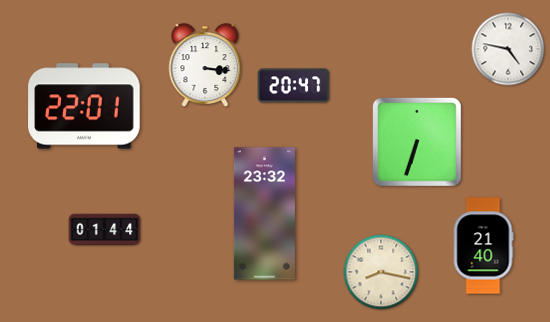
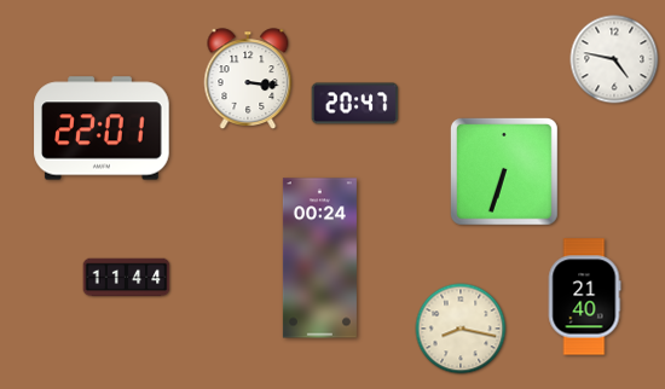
clock at (264, 214): 23:32 -> 00:24
clock at (105, 230): 01:44 -> 11:44
